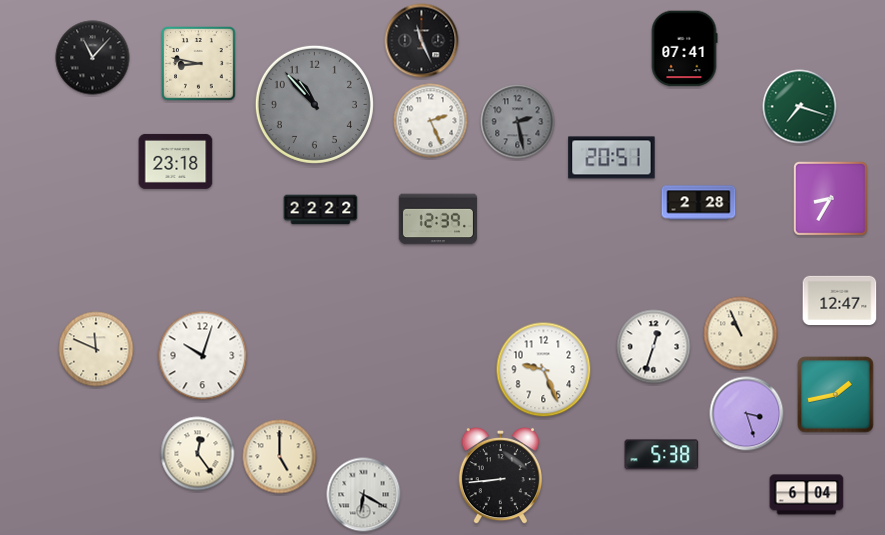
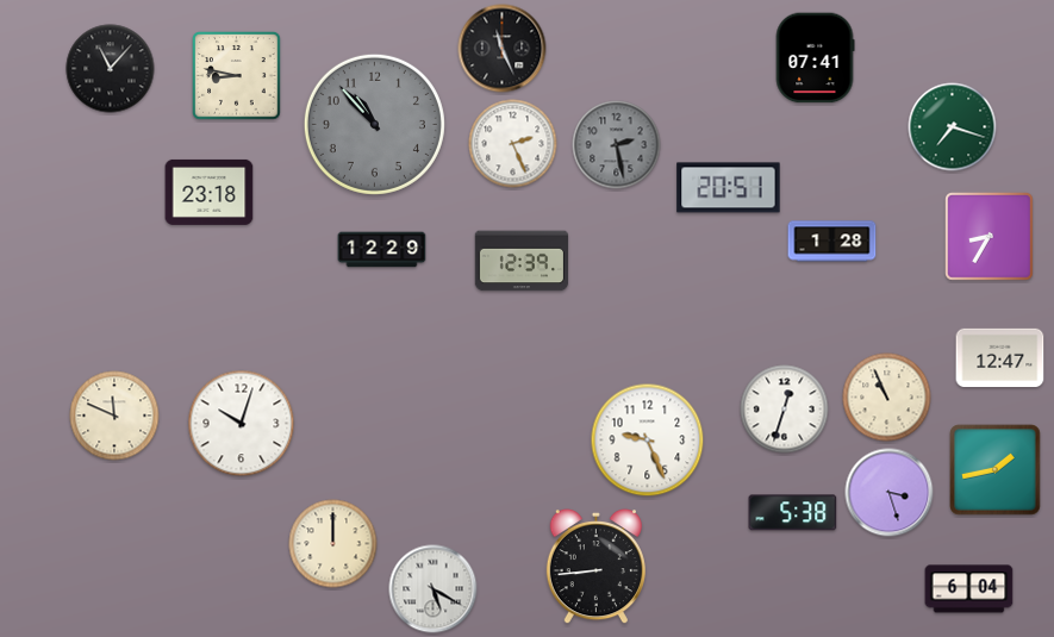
clock at (699, 203): 2:28 -> 1:28
clock at (321, 210): 22:22 -> 12:29
clock at (741, 334) position: (741, 334) -> (887, 398)
clock at (654, 347) position: (654, 347) -> (785, 410)
clock at (198, 454): 12:24 -> none
clock at (662, 455) position: (662, 455) -> (793, 513)
clock at (280, 457): 5:00 -> 12:00
clock at (364, 495): 6:20 -> 5:20
clock at (807, 495) position: (807, 495) -> (969, 589)
